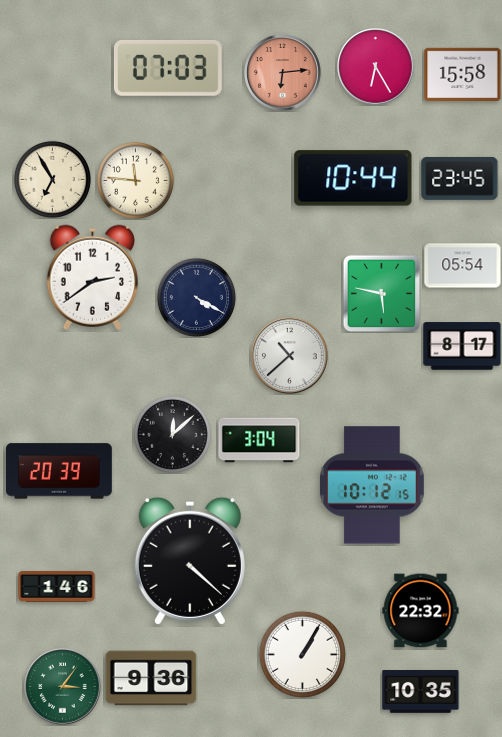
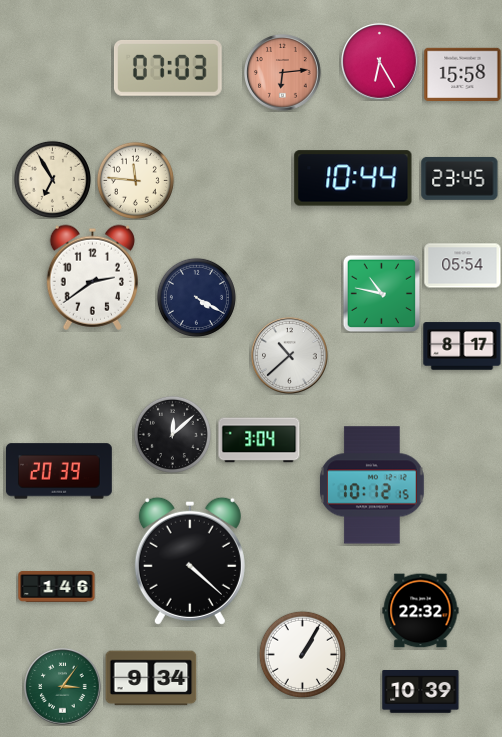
clock at (376, 67) position: (376, 67) -> (380, 62)
clock at (381, 293): 5:47 -> 10:47
clock at (151, 678): 9:36 -> 9:34
clock at (421, 692): 10:35 -> 10:39
